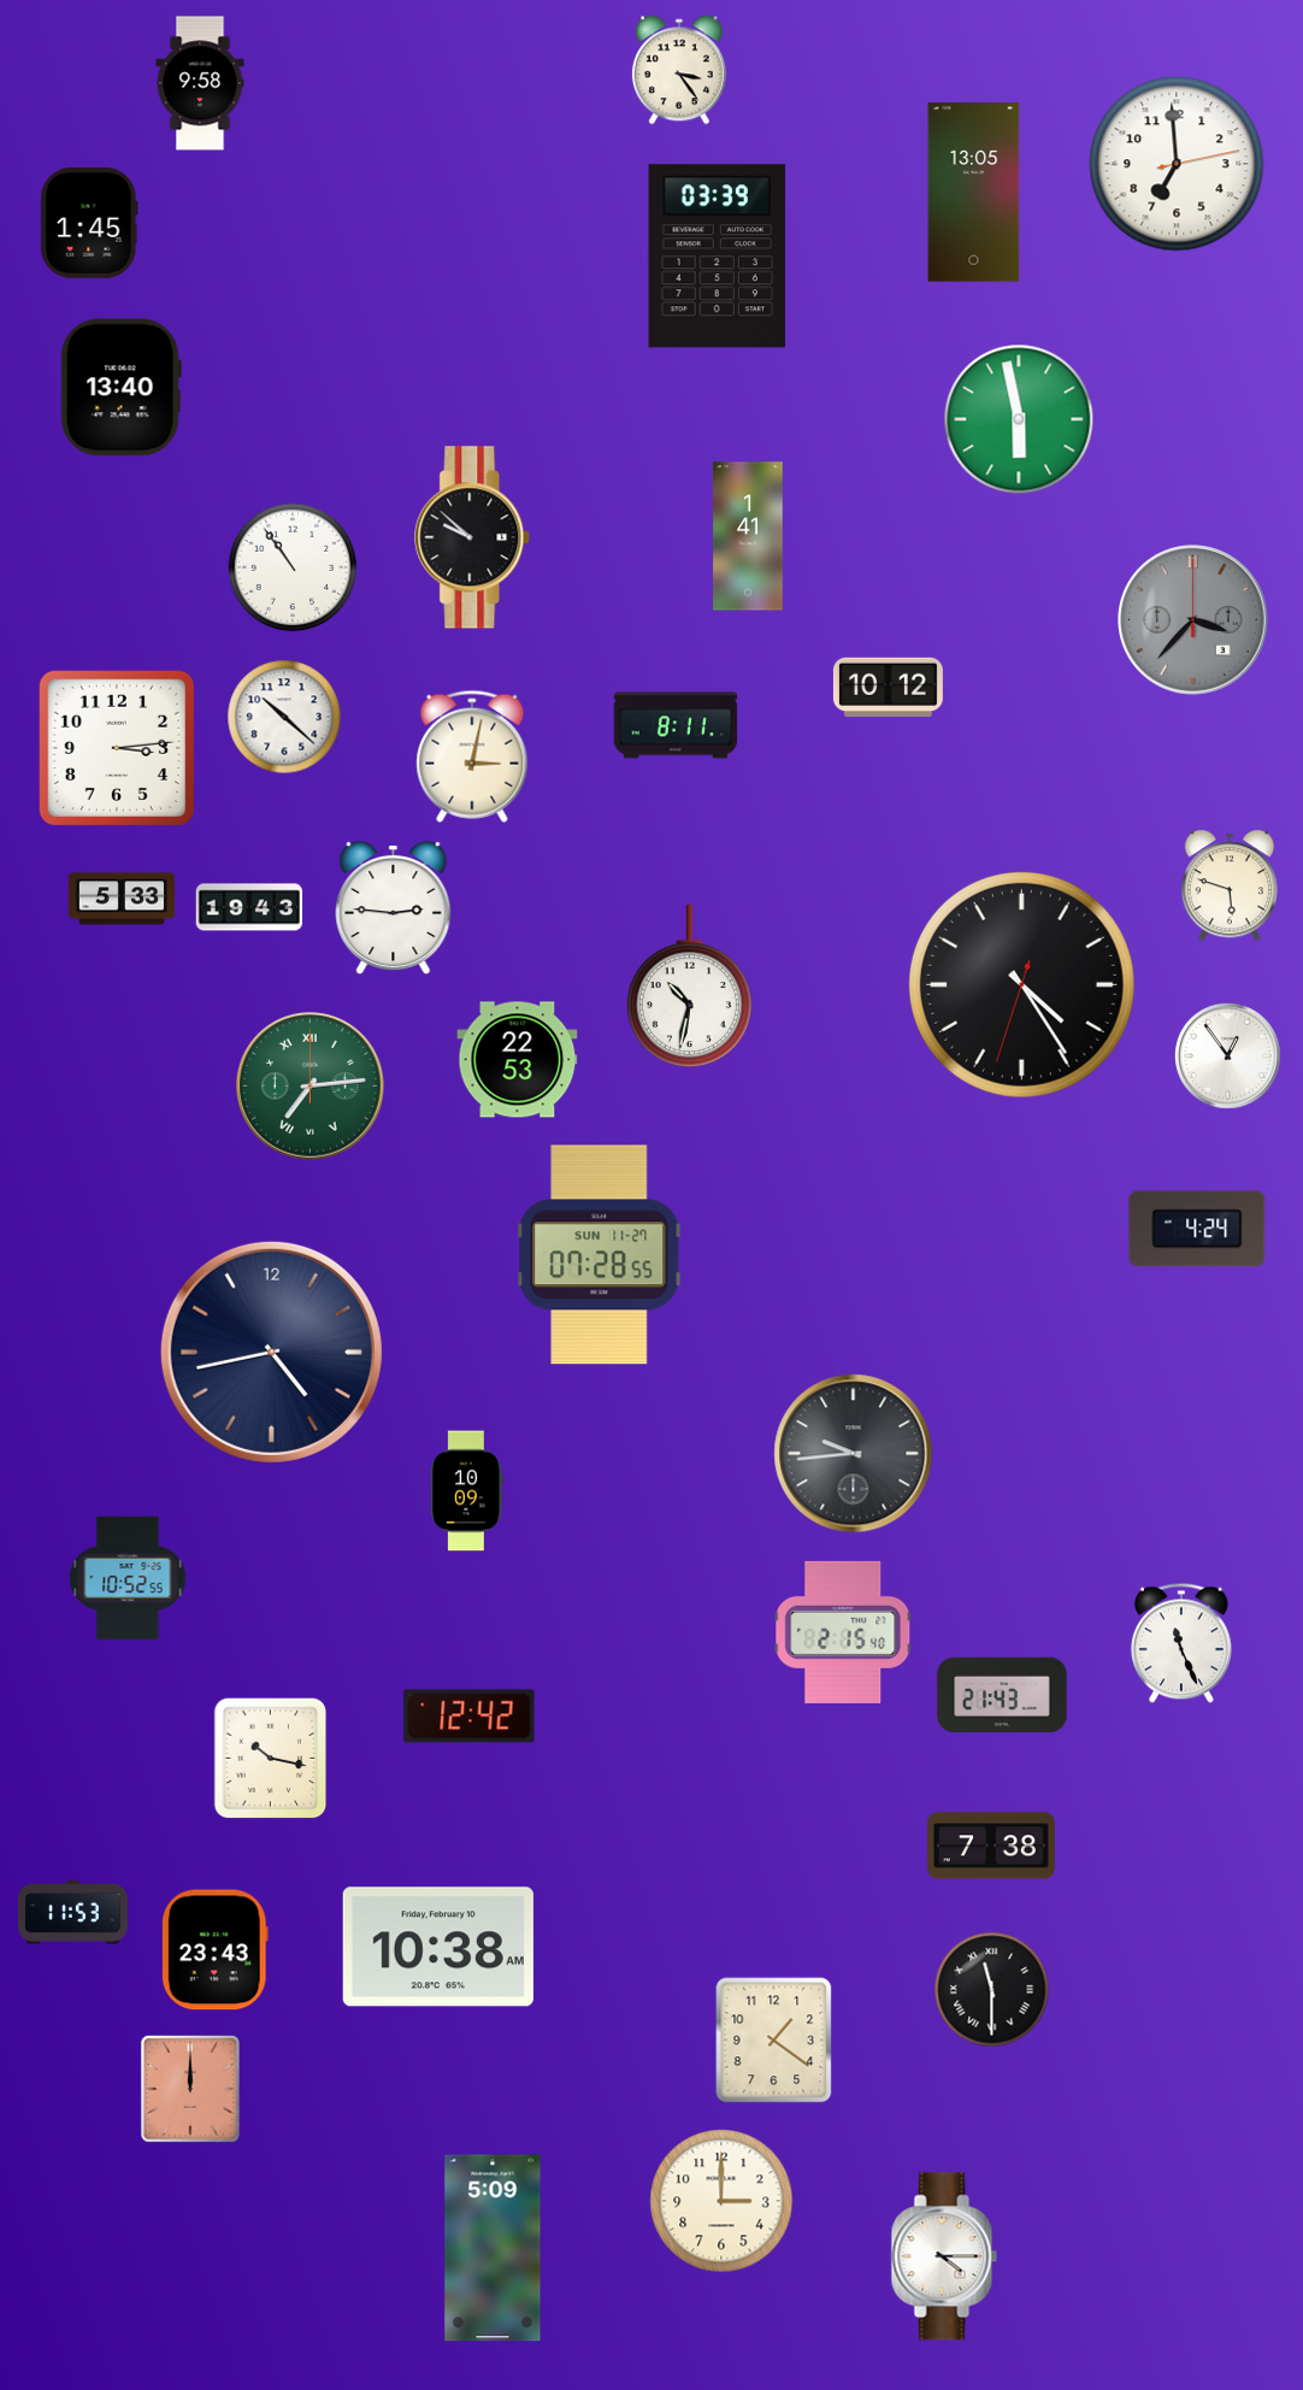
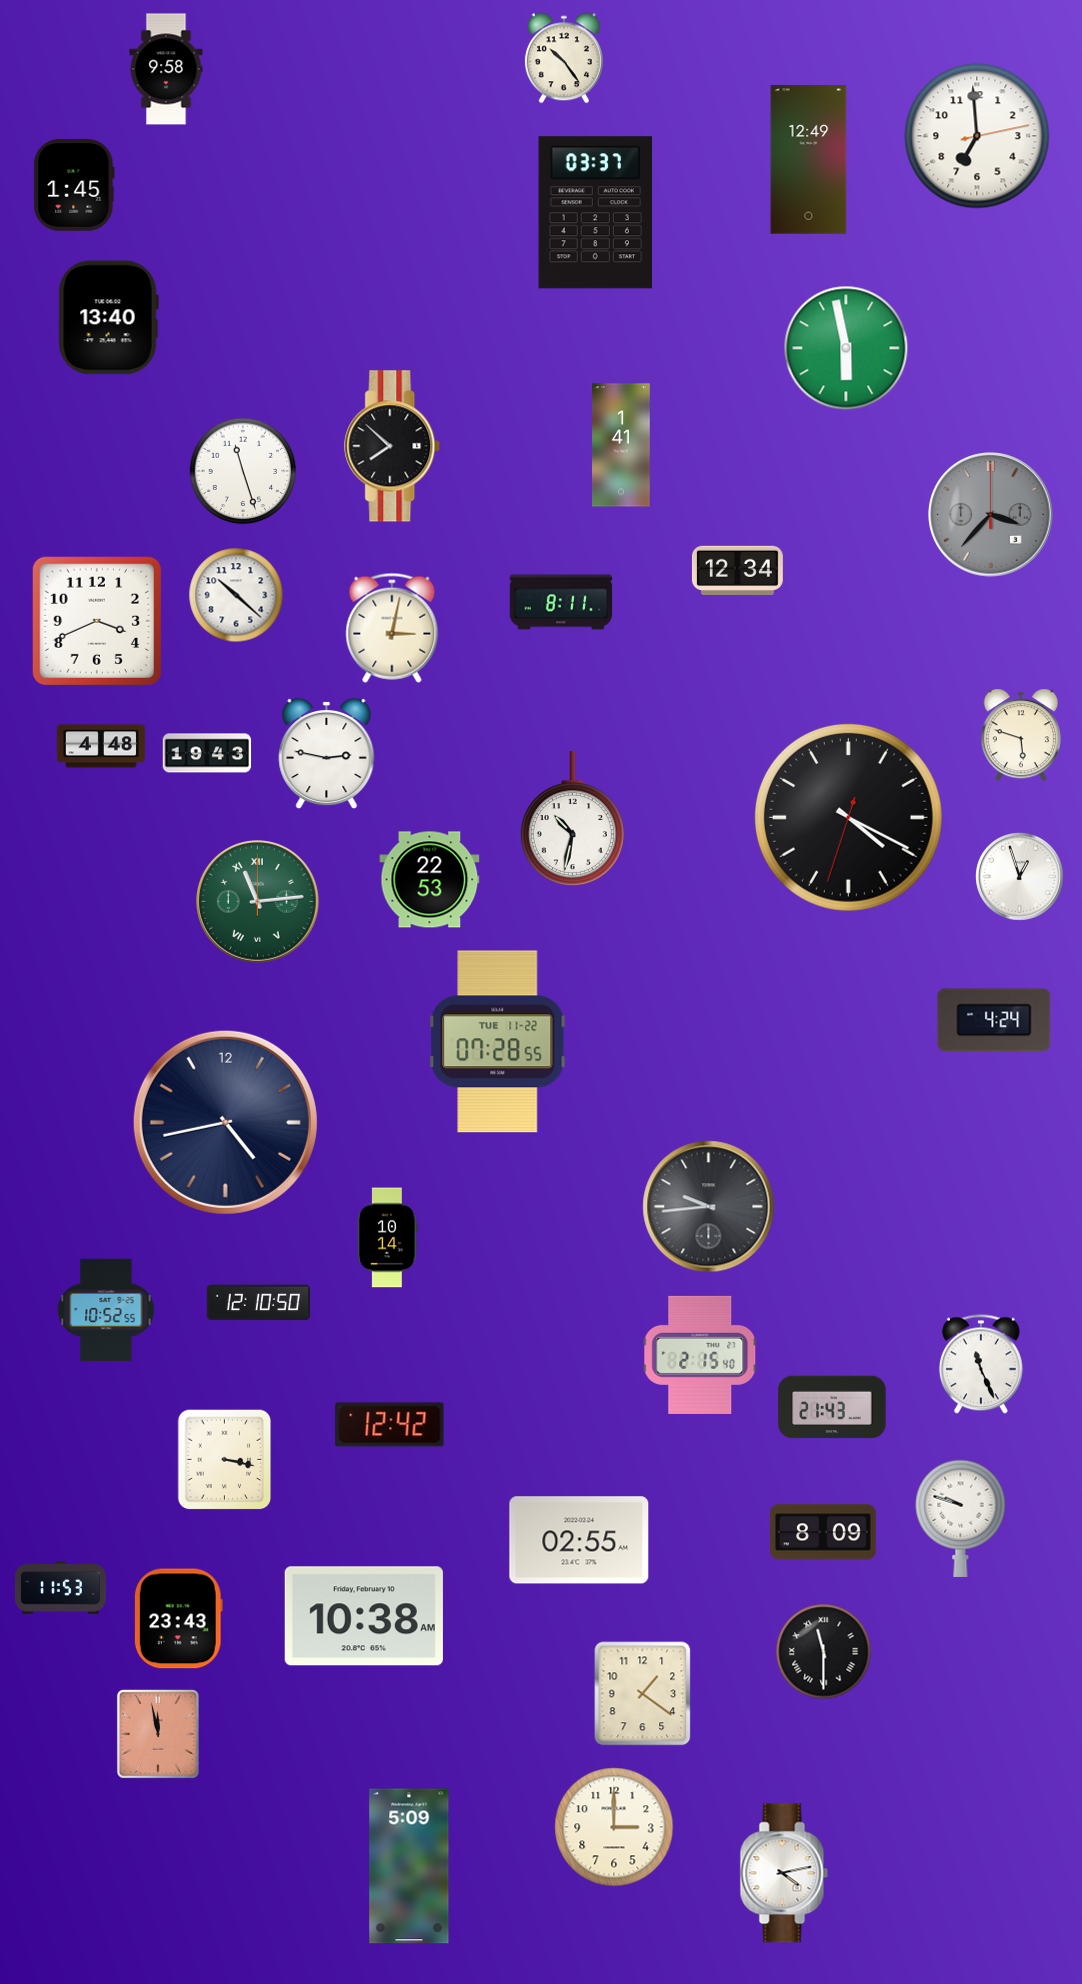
clock at (679, 70): 3:24 -> 10:24
clock at (974, 193): 13:05 -> 12:49
clock at (717, 257): 03:39 -> 03:37
clock at (120, 388) position: (120, 388) -> (108, 318)
clock at (473, 537): 9:52 -> 7:52
clock at (293, 567): 10:54 -> 11:27
clock at (888, 687): 10:12 -> 12:34
clock at (116, 747): 3:14 -> 3:41
clock at (122, 899): 5:33 -> 4:48
clock at (394, 908): 2:46 -> 2:47
clock at (1021, 984): 4:24 -> 4:19
clock at (1228, 1056): 12:54 -> 12:57
clock at (311, 1087): 7:14 -> 11:14
clock at (600, 1255) date: SUN 11-27 -> TUE 11-22
clock at (467, 1491): 10:09 -> 10:14
clock at (258, 1303): none -> 12:10
clock at (271, 1759): 10:17 -> 3:17
clock at (961, 1518): none -> 9:48
clock at (992, 1846): 7:38 -> 8:09
clock at (579, 1540): none -> 02:55
clock at (190, 2089): 12:00 -> 11:58
clock at (721, 2201) position: (721, 2201) -> (614, 1827)
clock at (944, 2256): 4:15 -> 4:13
